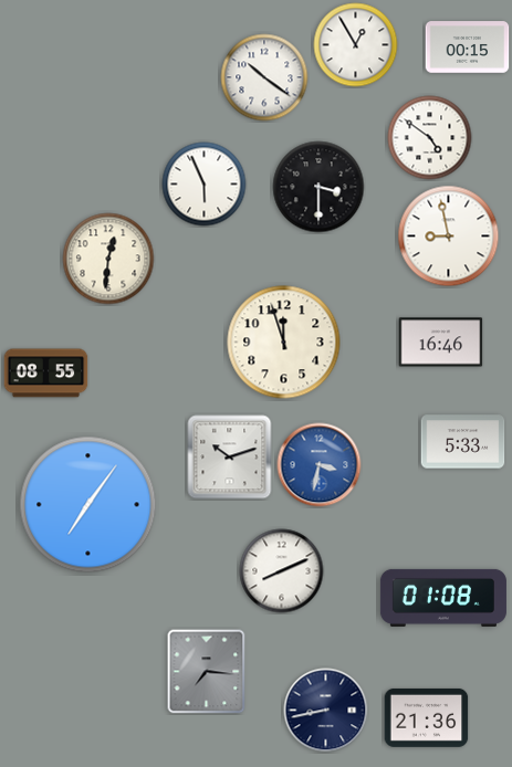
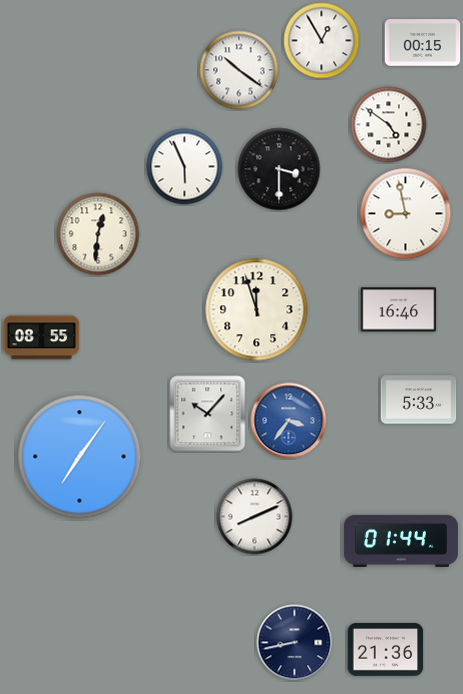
clock at (318, 187) position: (318, 187) -> (279, 169)
clock at (230, 458): 10:12 -> 10:07
clock at (320, 465): 3:32 -> 3:36
clock at (443, 598): 01:08 -> 01:44
clock at (207, 672): 7:16 -> none
